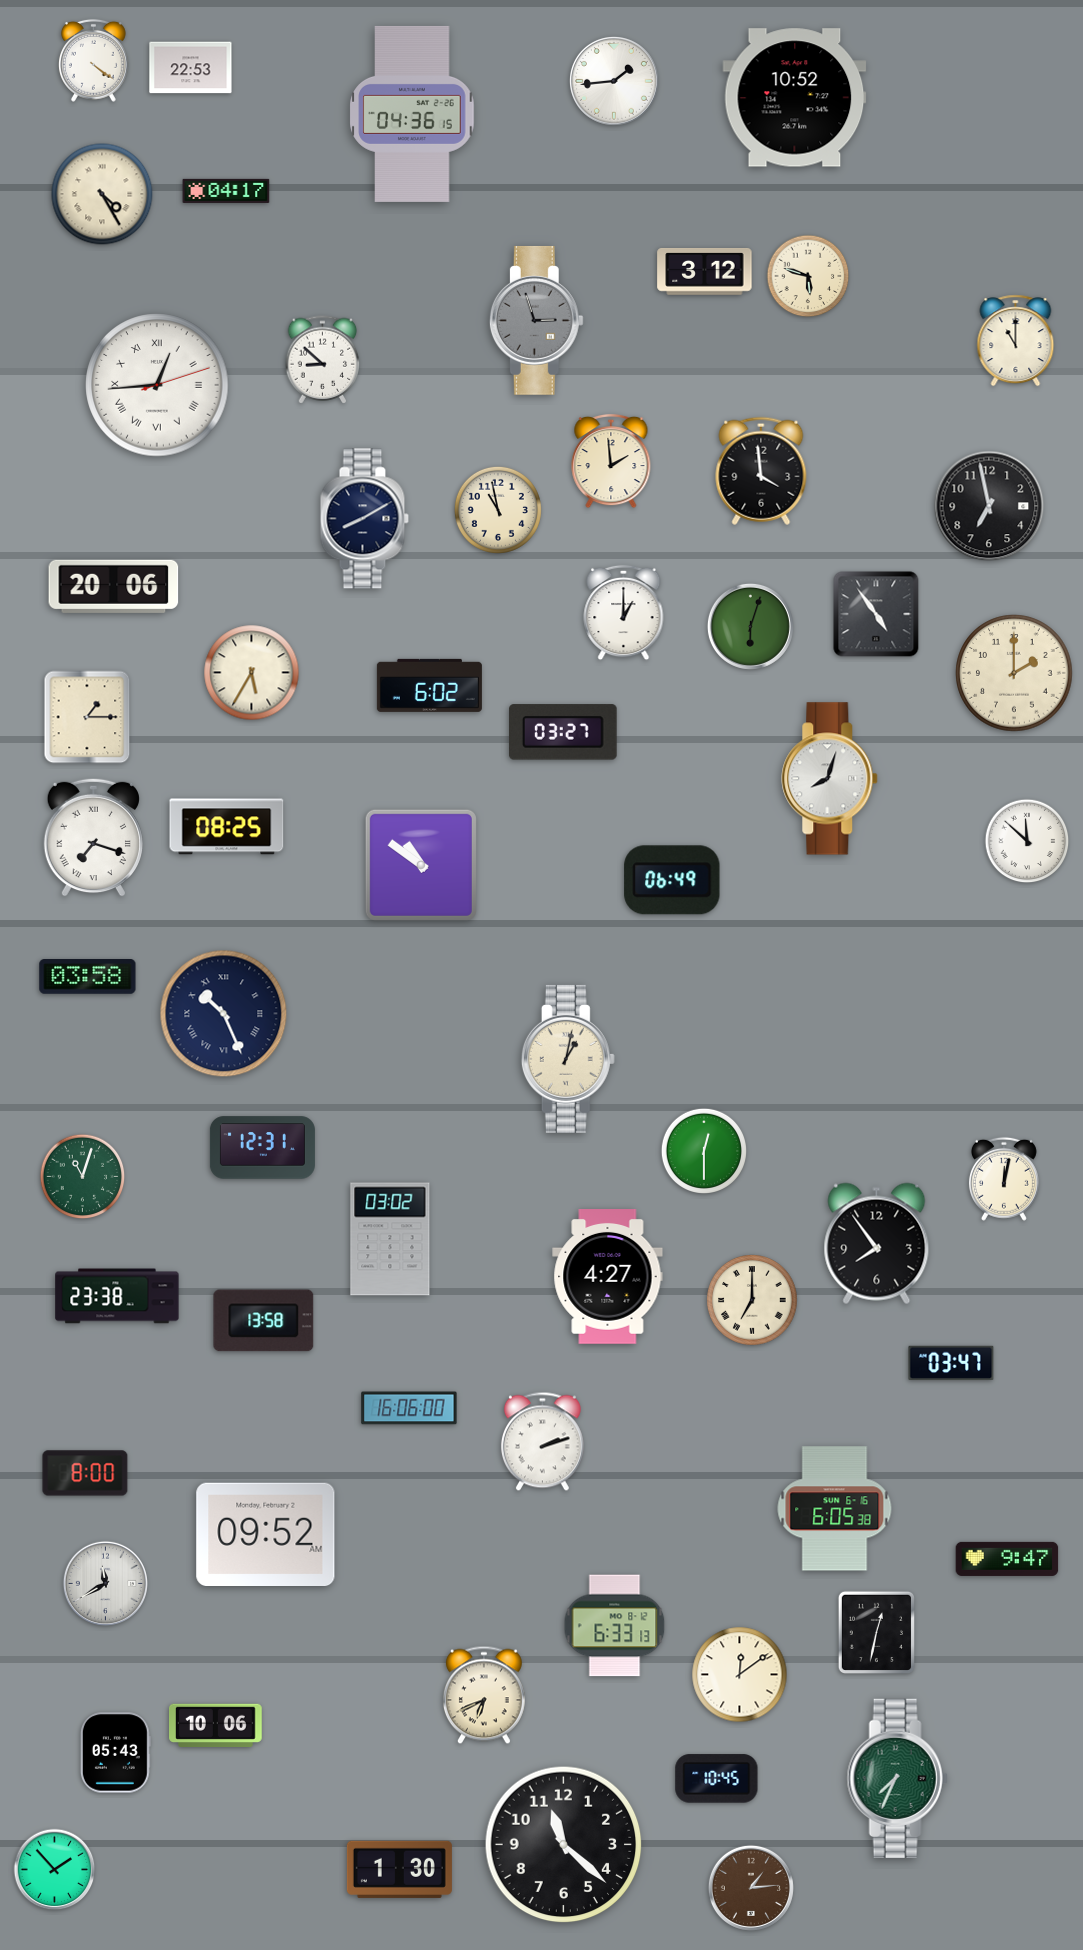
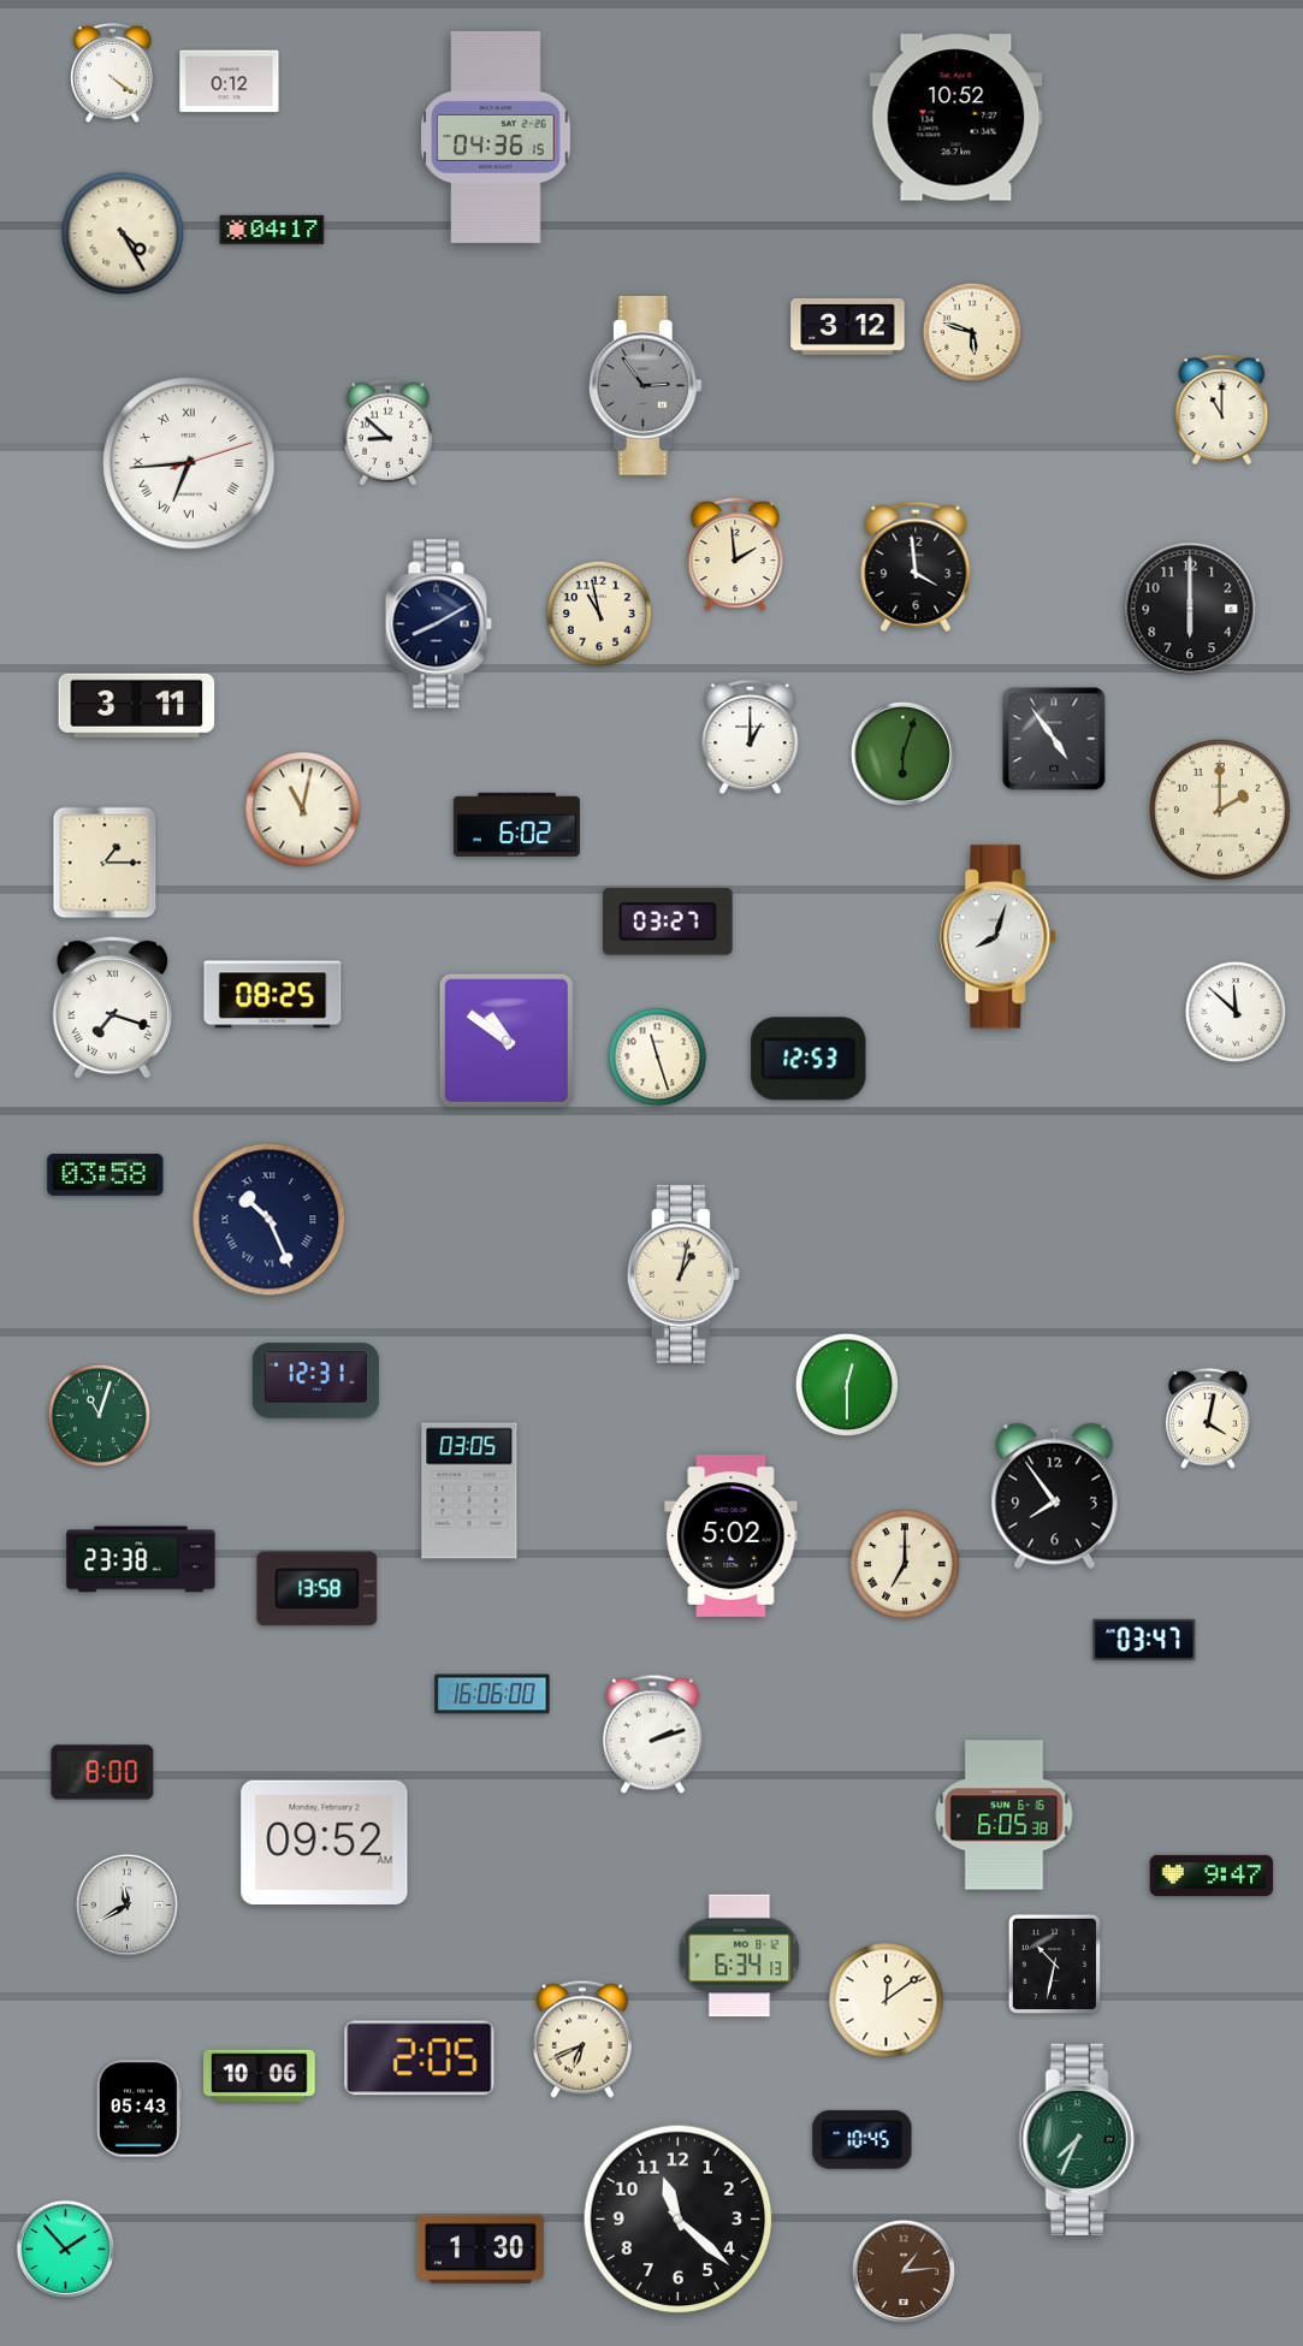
clock at (191, 68): 22:53 -> 0:12
clock at (614, 81): 1:44 -> none
clock at (536, 320): 2:57 -> 2:54
clock at (157, 385): 12:44 -> 6:44
clock at (989, 506): 6:58 -> 6:00
clock at (114, 586): 20:06 -> 3:11
clock at (252, 673): 5:35 -> 11:02
clock at (564, 732) position: (564, 732) -> (669, 922)
clock at (658, 1058): none -> 11:27
clock at (672, 880): 06:49 -> 12:53
clock at (1004, 1179): 12:02 -> 4:02
clock at (390, 1239): 03:02 -> 03:05
clock at (608, 1277): 4:27 -> 5:02
clock at (266, 1534) position: (266, 1534) -> (325, 1842)
clock at (615, 1626): 6:33 -> 6:34
clock at (876, 1632): 12:32 -> 10:32
clock at (740, 1675) position: (740, 1675) -> (887, 2001)
clock at (420, 2058): none -> 2:05
